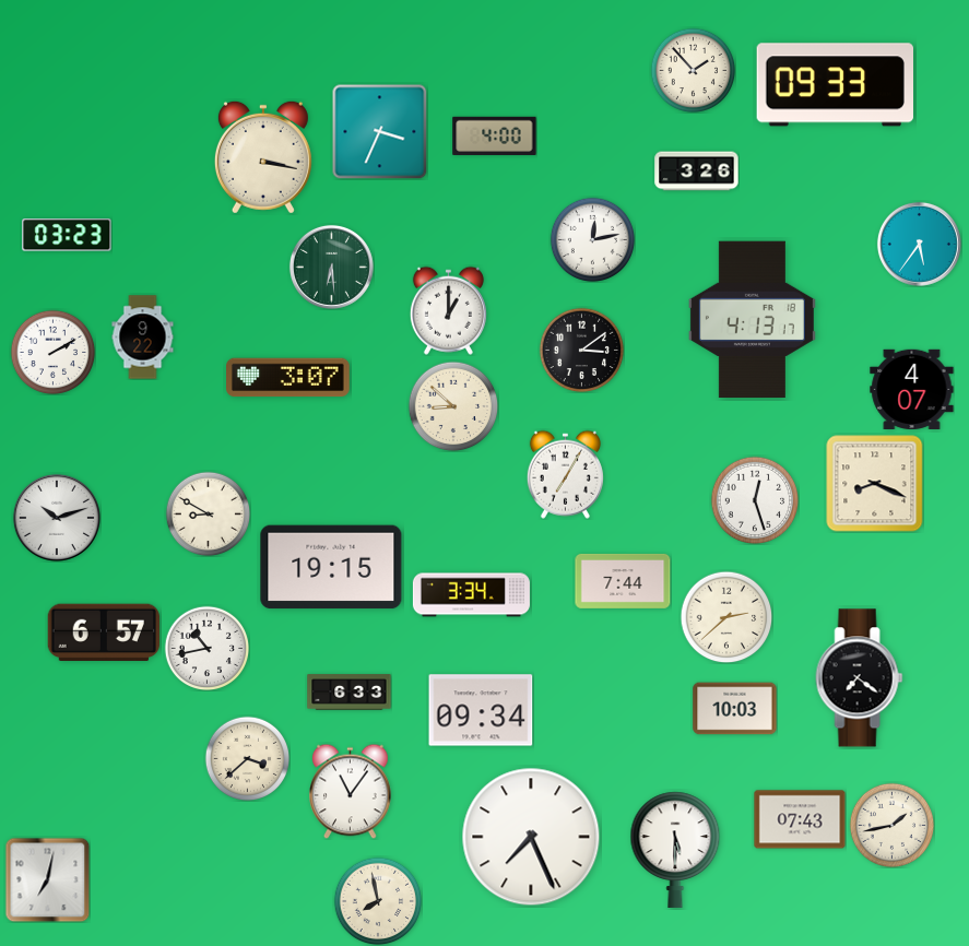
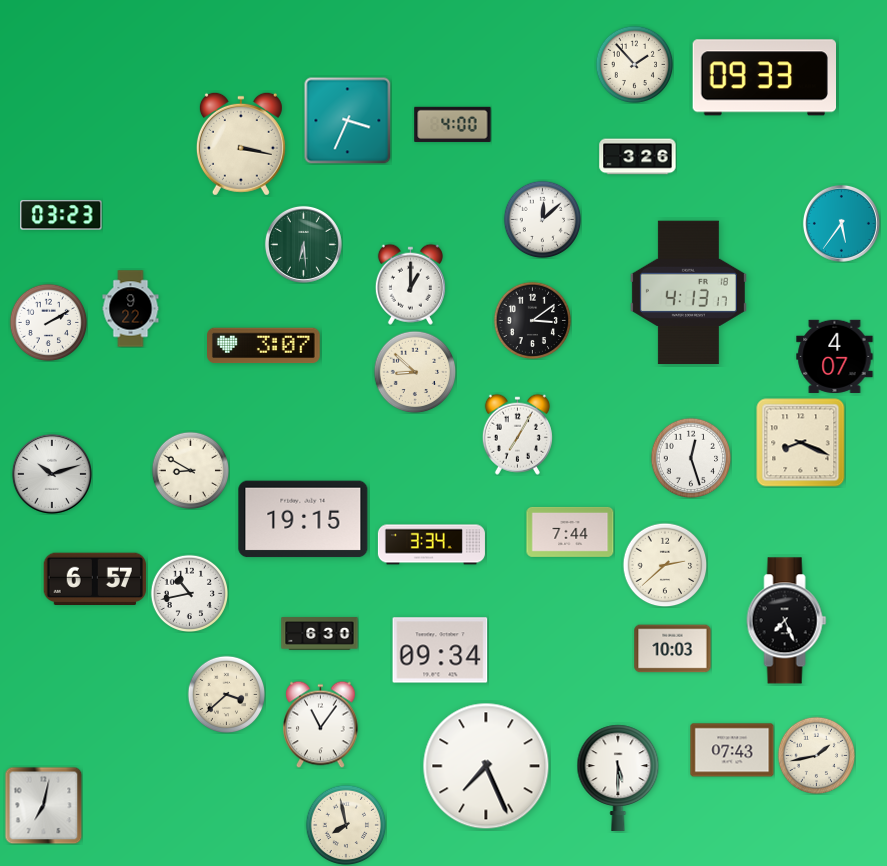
clock at (592, 239): 12:13 -> 12:08
clock at (860, 678): 7:21 -> 7:26
clock at (350, 693): 6:33 -> 6:30
